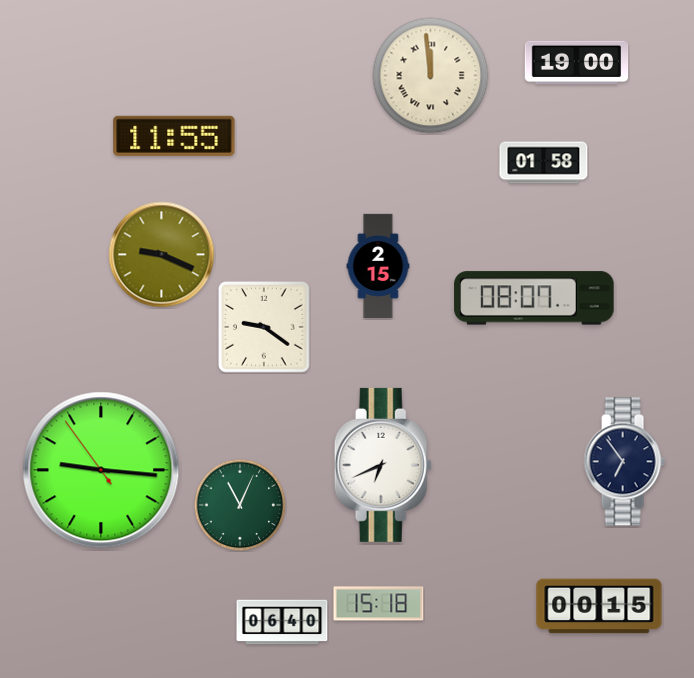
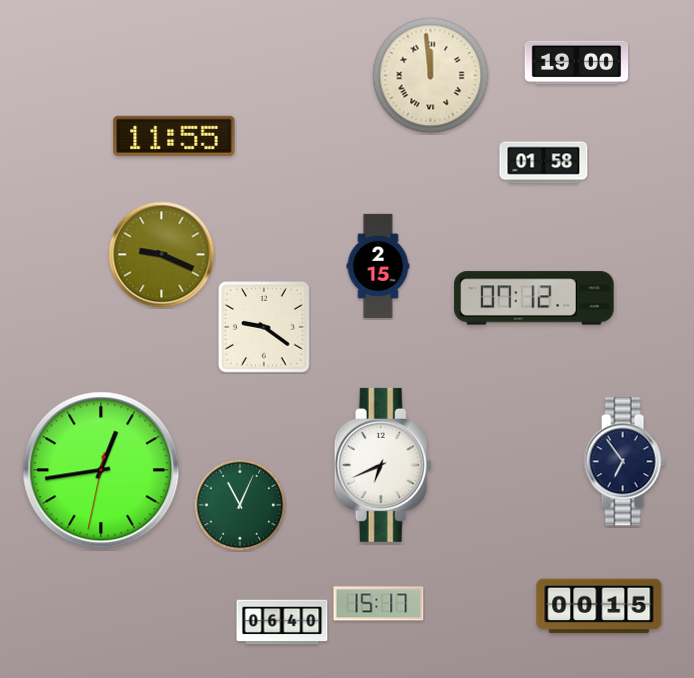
clock at (534, 298): 08:07 -> 07:12
clock at (101, 470): 9:15 -> 12:43
clock at (379, 604): 15:18 -> 15:17
